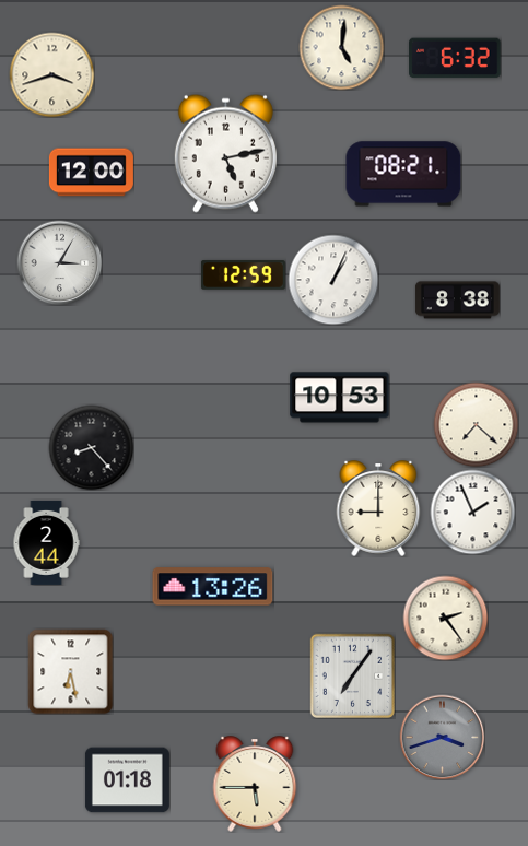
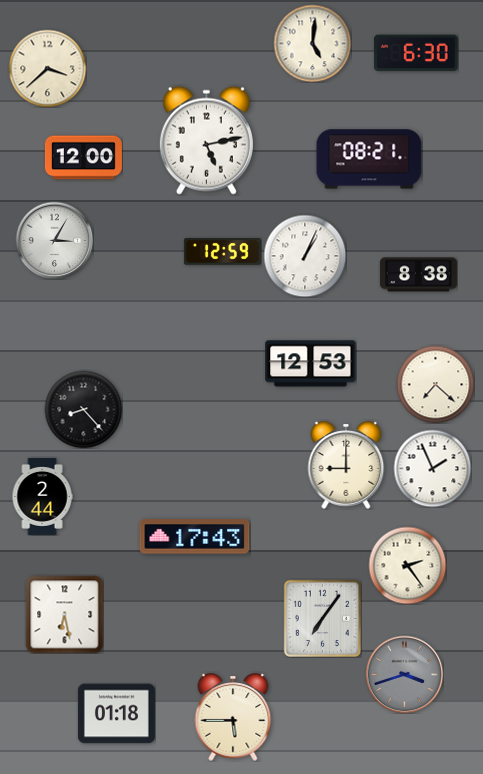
clock at (455, 58): 6:32 -> 6:30
clock at (51, 74): 3:42 -> 3:38
clock at (340, 398): 10:53 -> 12:53
clock at (476, 424) position: (476, 424) -> (435, 384)
clock at (213, 587): 13:26 -> 17:43
